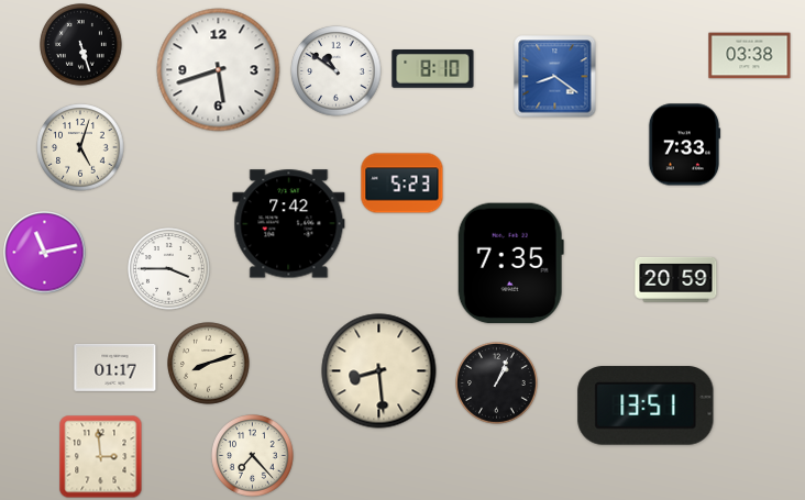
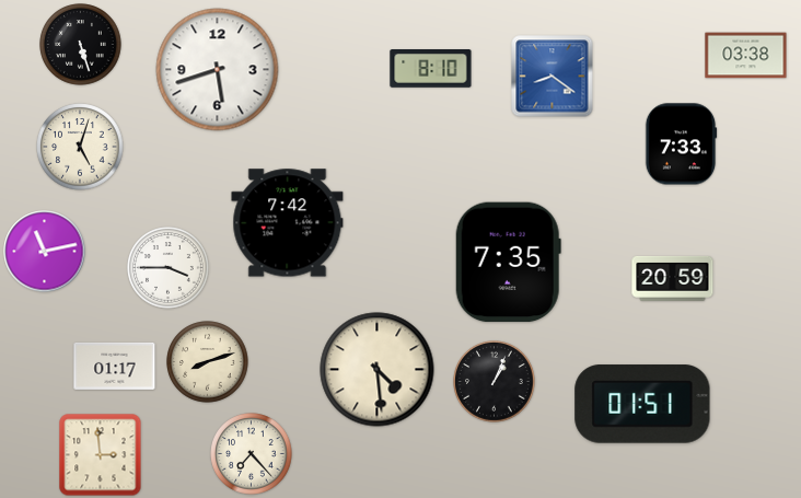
clock at (337, 71): 10:51 -> none
clock at (402, 184): 5:23 -> none
clock at (379, 371): 8:29 -> 4:29
clock at (646, 405): 13:51 -> 01:51
